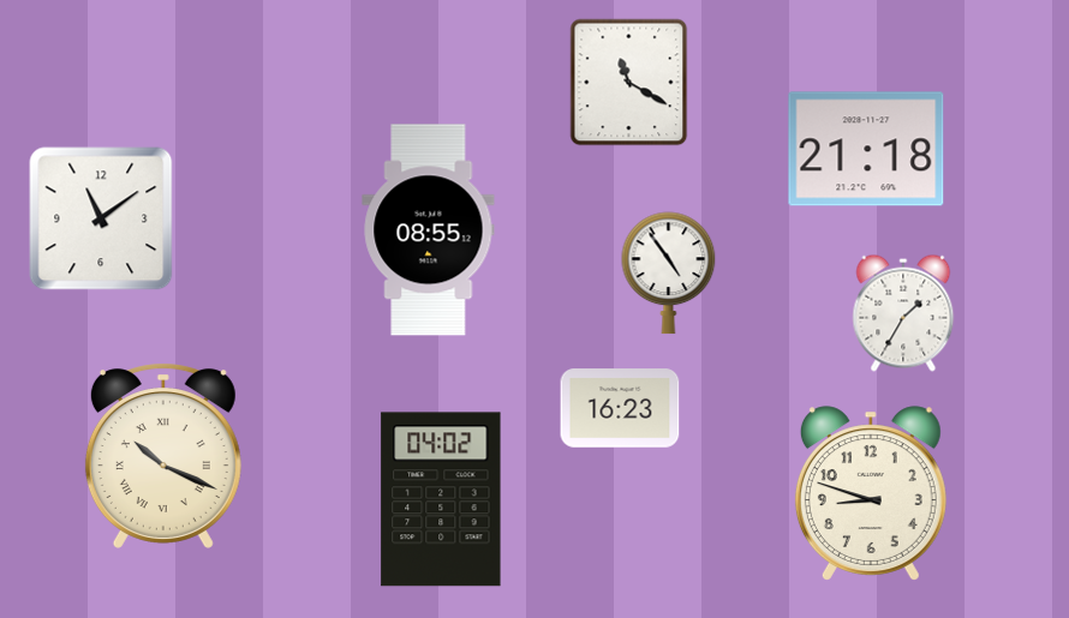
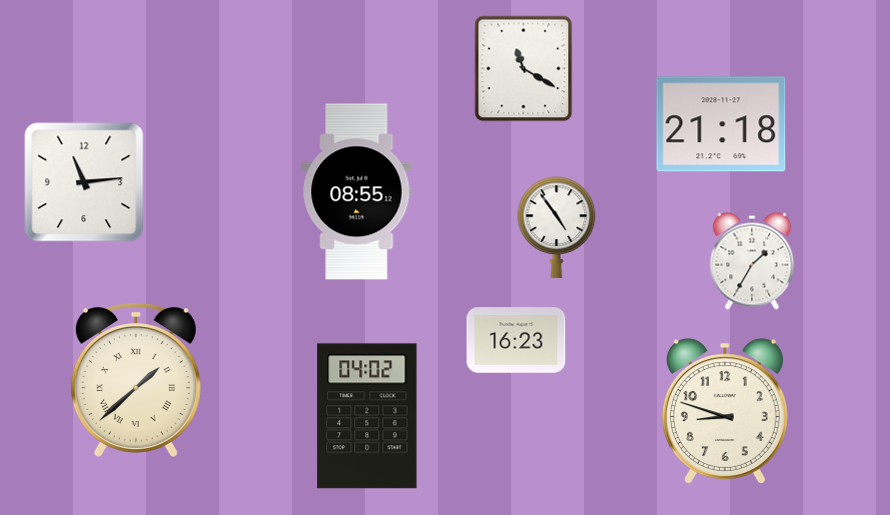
clock at (101, 218): 11:09 -> 11:14
clock at (163, 456): 10:19 -> 1:38
